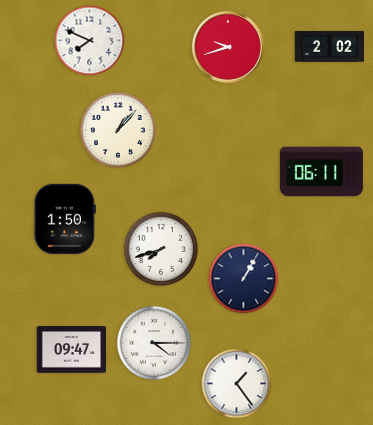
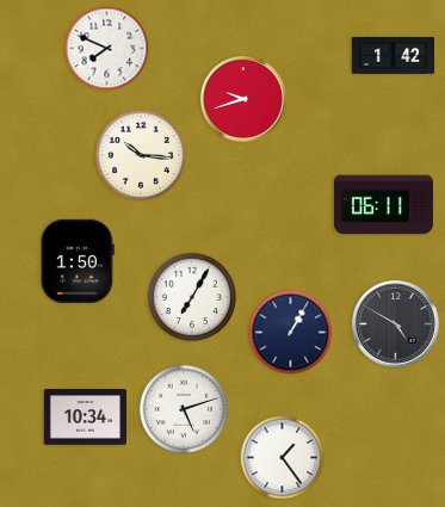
clock at (330, 46): 2:02 -> 1:42
clock at (228, 47) position: (228, 47) -> (243, 99)
clock at (118, 130): 1:07 -> 10:16
clock at (161, 249): 7:42 -> 7:05
clock at (396, 324): none -> 4:50
clock at (154, 343): 4:15 -> 5:12
clock at (72, 350): 09:47 -> 10:34
